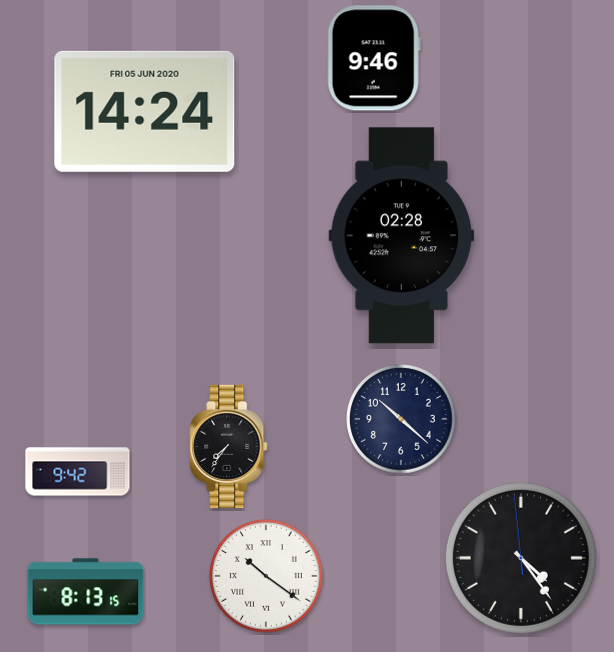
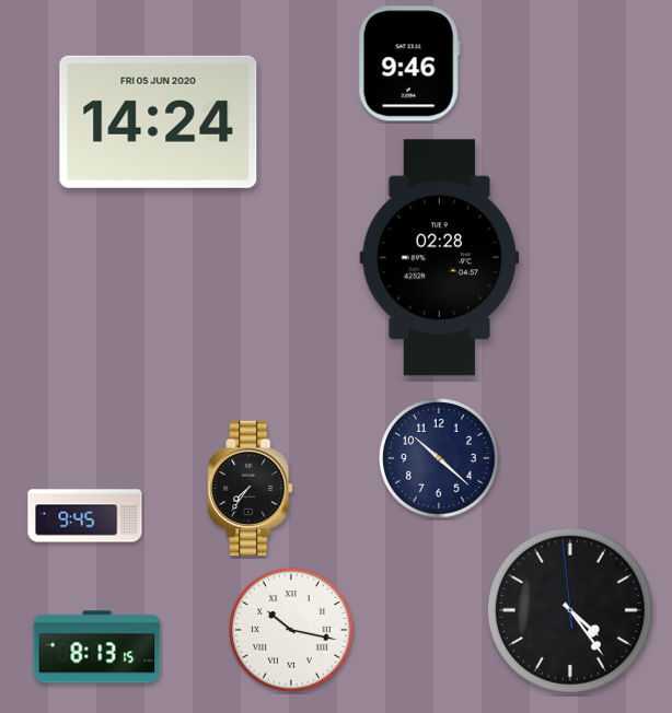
clock at (78, 472): 9:42 -> 9:45
clock at (266, 576): 10:21 -> 10:17
clock at (86, 592) position: (86, 592) -> (97, 647)
